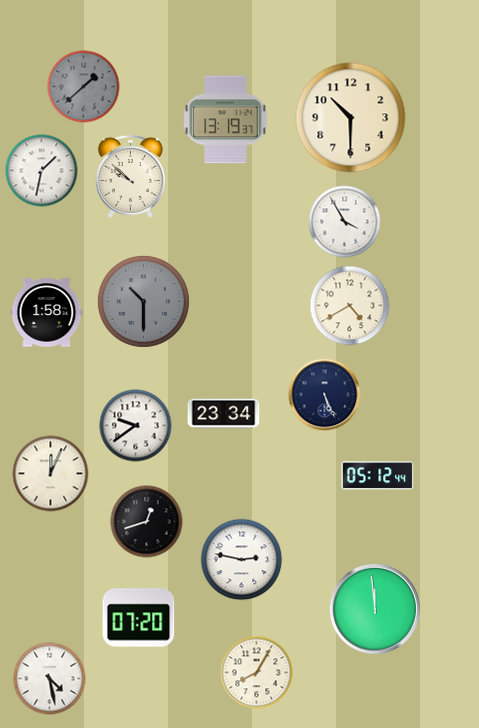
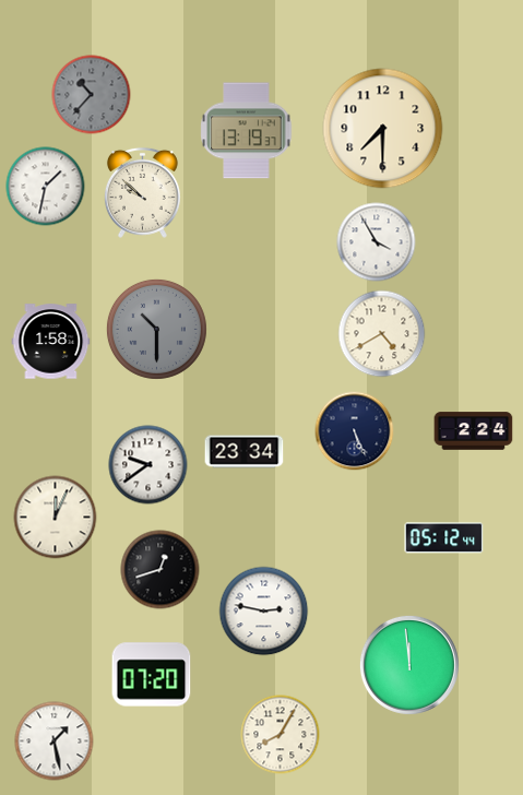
clock at (84, 87): 1:38 -> 10:37
clock at (351, 118): 10:30 -> 7:30
clock at (474, 431): none -> 2:24
clock at (378, 476) position: (378, 476) -> (444, 538)
clock at (50, 679): 4:28 -> 1:28
